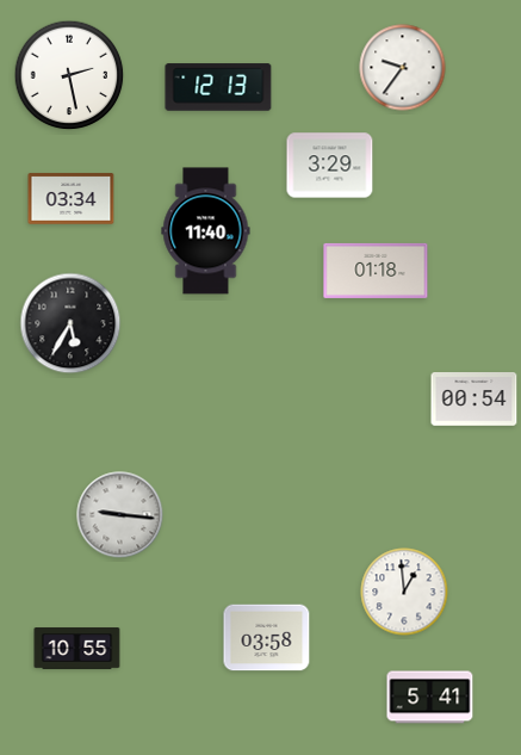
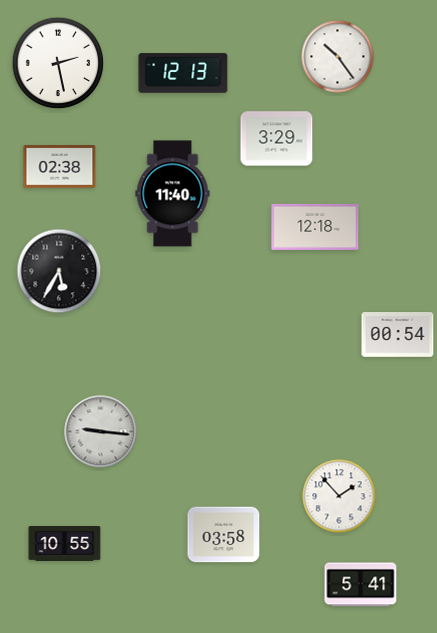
clock at (403, 68): 9:36 -> 10:24
clock at (72, 199): 03:34 -> 02:38
clock at (376, 271): 01:18 -> 12:18
clock at (404, 592): 12:59 -> 1:53
